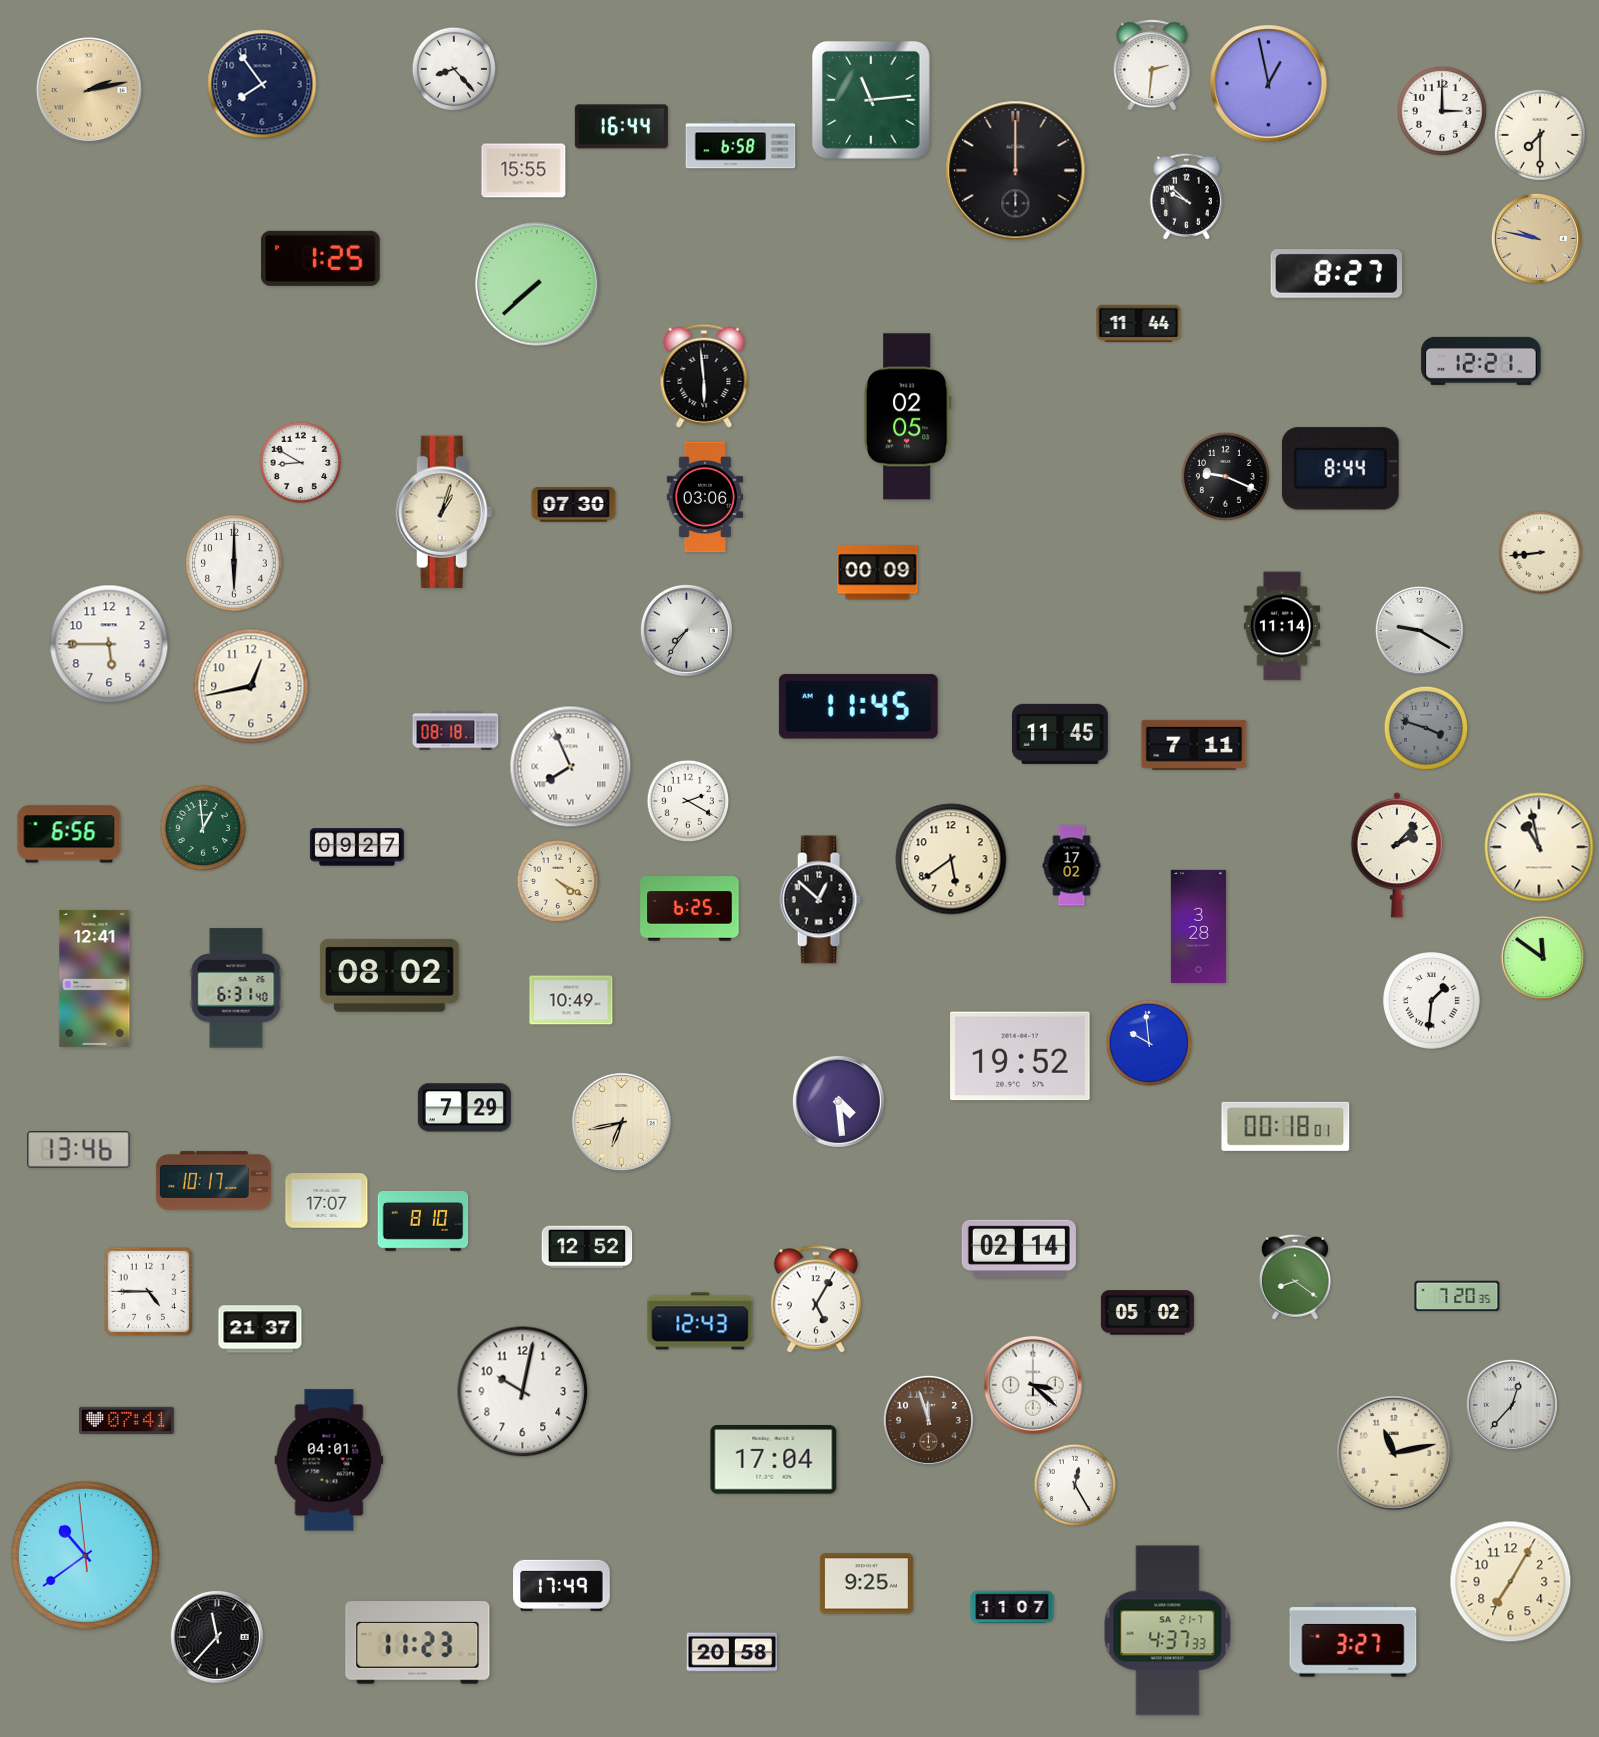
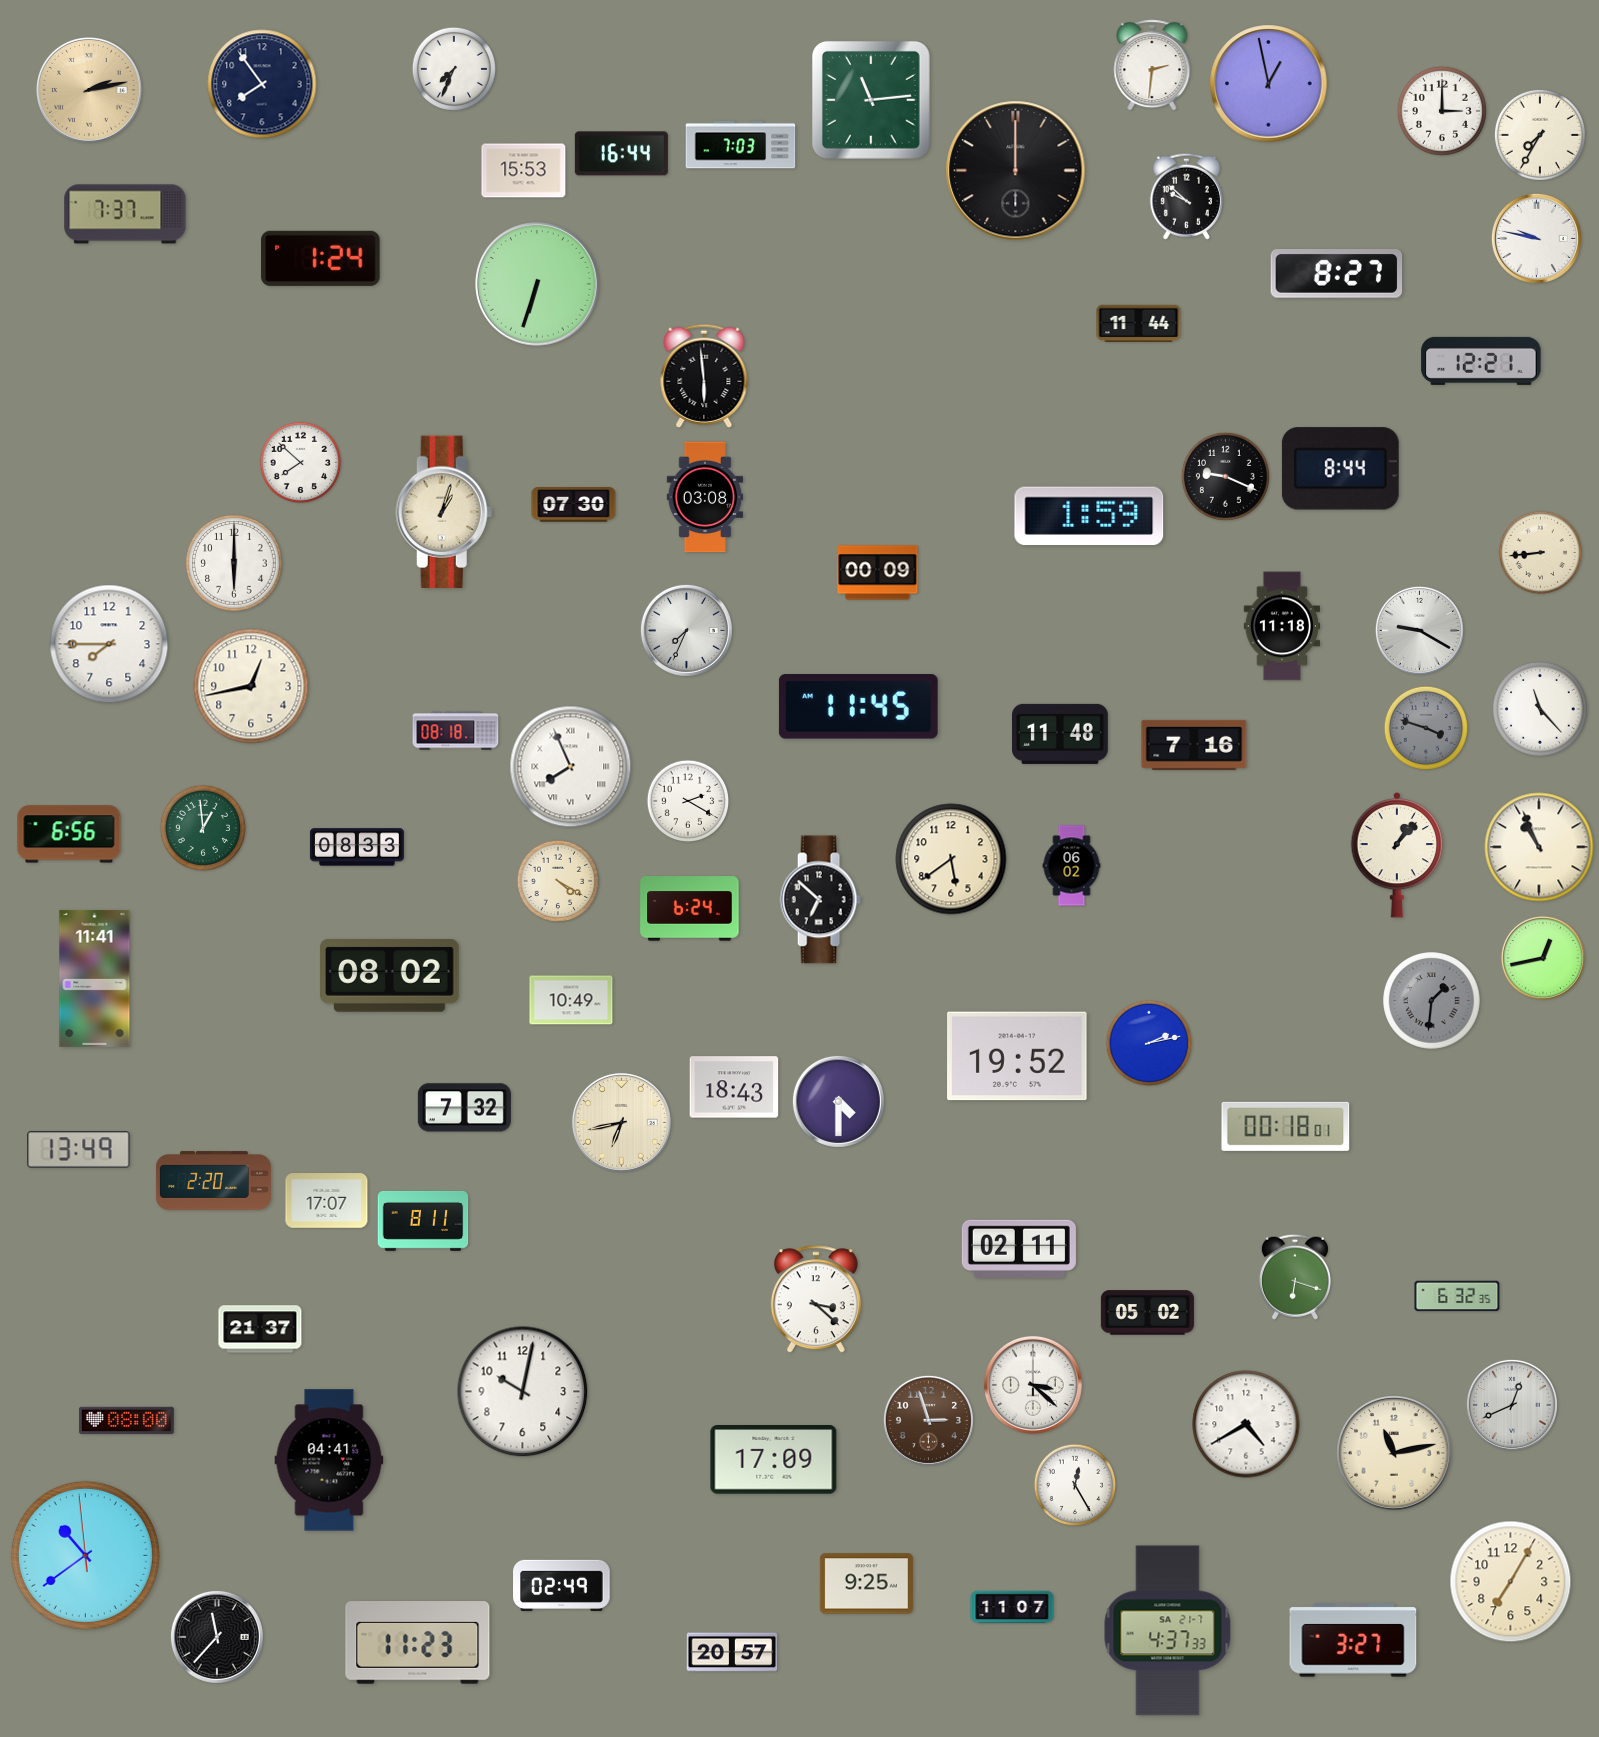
clock at (453, 68): 8:23 -> 7:34
clock at (621, 127) position: (621, 127) -> (621, 154)
clock at (1540, 135): 7:30 -> 7:35
clock at (741, 145): 6:58 -> 7:03
clock at (524, 171): 15:55 -> 15:53
clock at (125, 214): none -> 7:37
clock at (1536, 238) dial: champagne -> white
clock at (321, 258): 1:25 -> 1:24
clock at (537, 284): 7:38 -> 6:33
clock at (907, 417): 02:05 -> none
clock at (301, 463): 8:50 -> 7:52
clock at (705, 497): 03:06 -> 03:08
clock at (1089, 516): none -> 1:59
clock at (1281, 626): 11:14 -> 11:18
clock at (686, 630): 7:36 -> 7:34
clock at (109, 644): 5:45 -> 7:45
clock at (1541, 710): none -> 11:23
clock at (1061, 734): 11:45 -> 11:48
clock at (1194, 745): 7:11 -> 7:16
clock at (357, 847): 09:27 -> 08:33
clock at (1539, 847): 10:58 -> 10:56
clock at (1397, 855): 2:07 -> 1:07
clock at (1072, 866): 17:02 -> 06:02
clock at (820, 900): 12:52 -> 6:52
clock at (690, 909): 6:25 -> 6:24
clock at (1198, 926): 3:28 -> none
clock at (1543, 958): 11:51 -> 12:43
clock at (95, 978): 12:41 -> 11:41
clock at (236, 988): 6:31 -> none
clock at (1432, 1001) dial: white -> grey
clock at (1149, 1043): 9:59 -> 2:13
clock at (1020, 1056) position: (1020, 1056) -> (1017, 1056)
clock at (734, 1087): none -> 18:43
clock at (838, 1101): 4:29 -> 4:30
clock at (464, 1108): 7:29 -> 7:32
clock at (79, 1150): 13:46 -> 13:49
clock at (213, 1181): 10:17 -> 2:20
clock at (423, 1221): 8:10 -> 8:11
clock at (587, 1247): 12:52 -> none
clock at (1019, 1249): 02:14 -> 02:11
clock at (1295, 1277): 8:21 -> 6:18
clock at (149, 1292): 4:45 -> none
clock at (1457, 1296): 7:20 -> 6:32
clock at (816, 1300): 5:05 -> 3:22
clock at (700, 1321): 12:43 -> none
clock at (1512, 1405): 12:37 -> 12:41
clock at (928, 1420): 11:57 -> 2:57
clock at (126, 1421): 07:41 -> 08:00
clock at (1246, 1424): none -> 4:40
clock at (329, 1460): 04:01 -> 04:41
clock at (774, 1460): 17:04 -> 17:09
clock at (562, 1585): 17:49 -> 02:49
clock at (732, 1652): 20:58 -> 20:57
